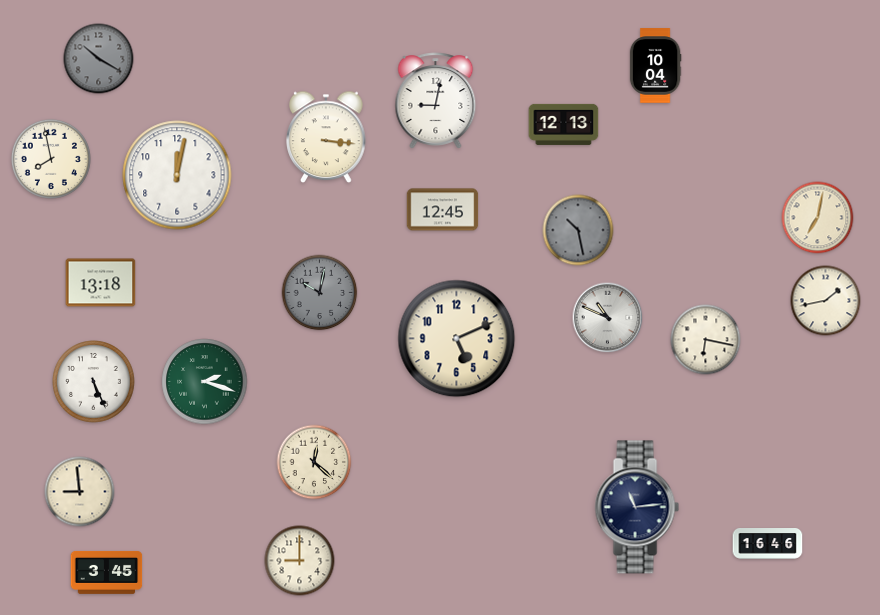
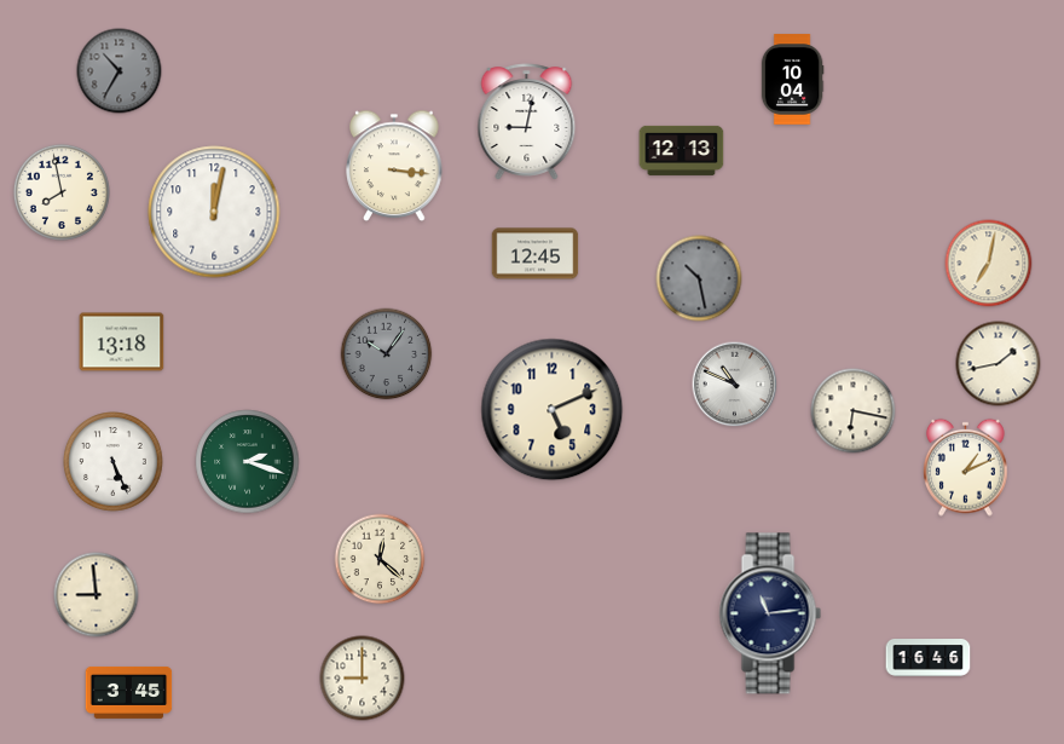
clock at (99, 59): 10:20 -> 10:35
clock at (320, 293): 10:02 -> 10:06
clock at (966, 467): none -> 1:11
